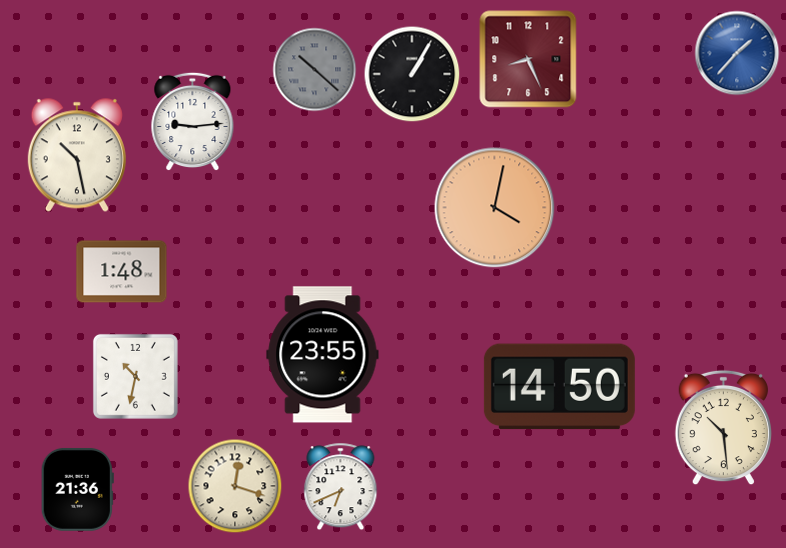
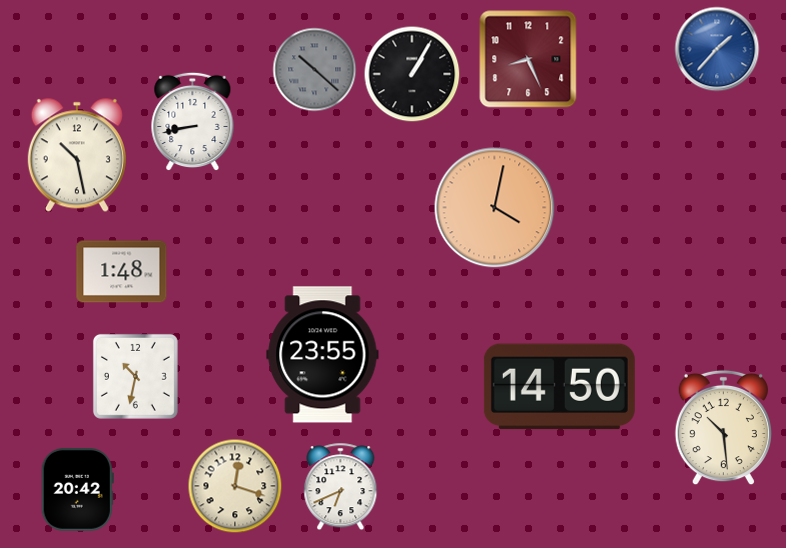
clock at (737, 53) position: (737, 53) -> (717, 49)
clock at (193, 122): 9:14 -> 8:43
clock at (77, 489): 21:36 -> 20:42
